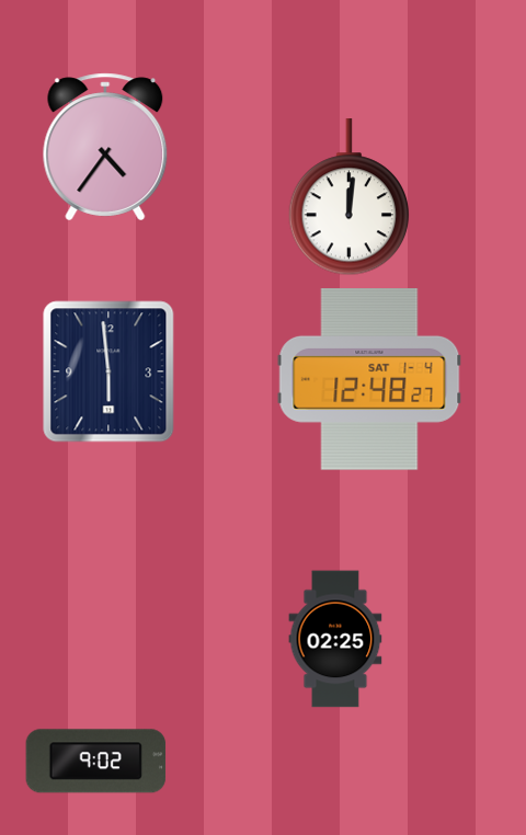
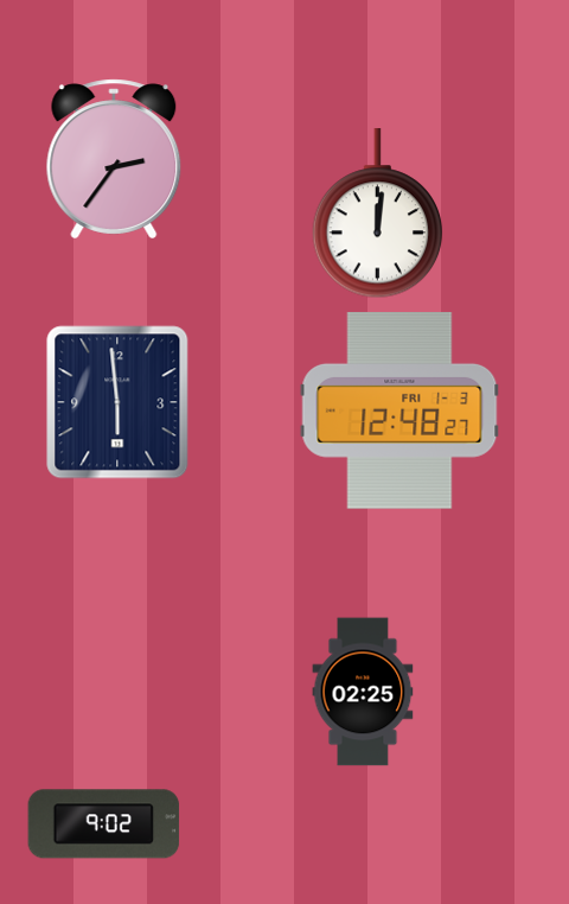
clock at (105, 147): 4:36 -> 2:36
clock at (369, 380) date: SAT 1-4 -> FRI 1-3
